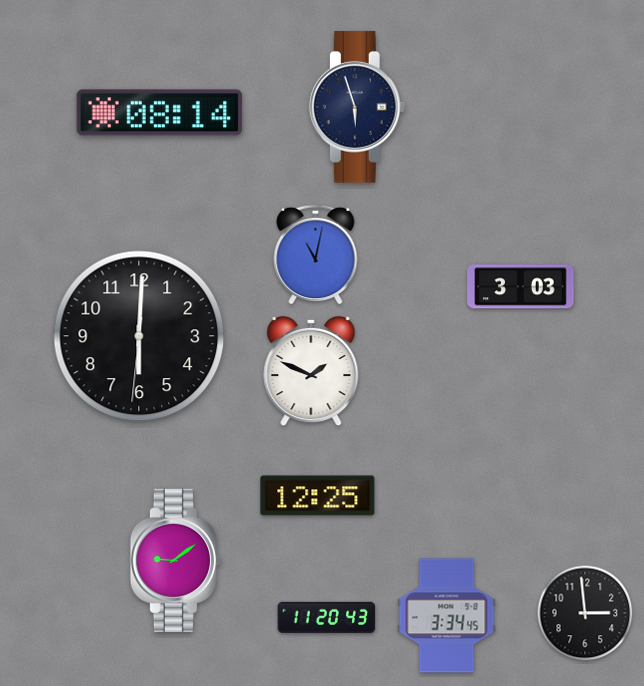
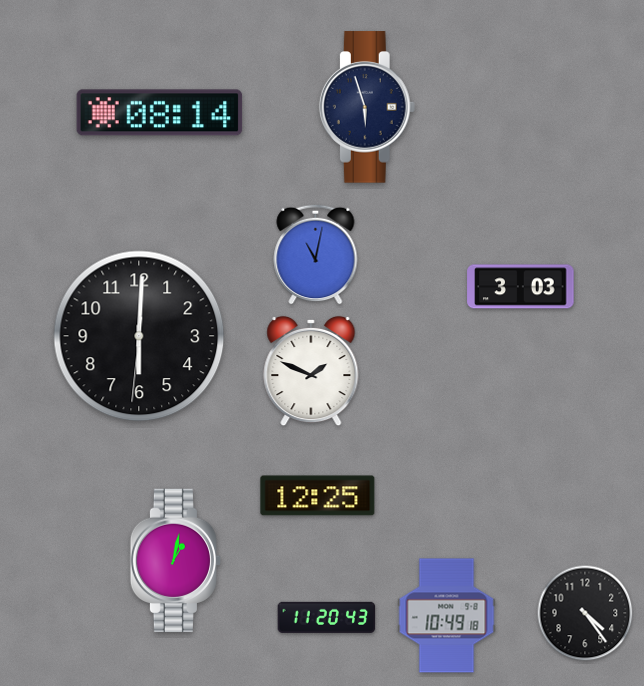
clock at (357, 107) position: (357, 107) -> (367, 107)
clock at (176, 561): 9:09 -> 1:02
clock at (585, 613): 2:59 -> 4:24
clock at (447, 616): 3:34 -> 10:49
